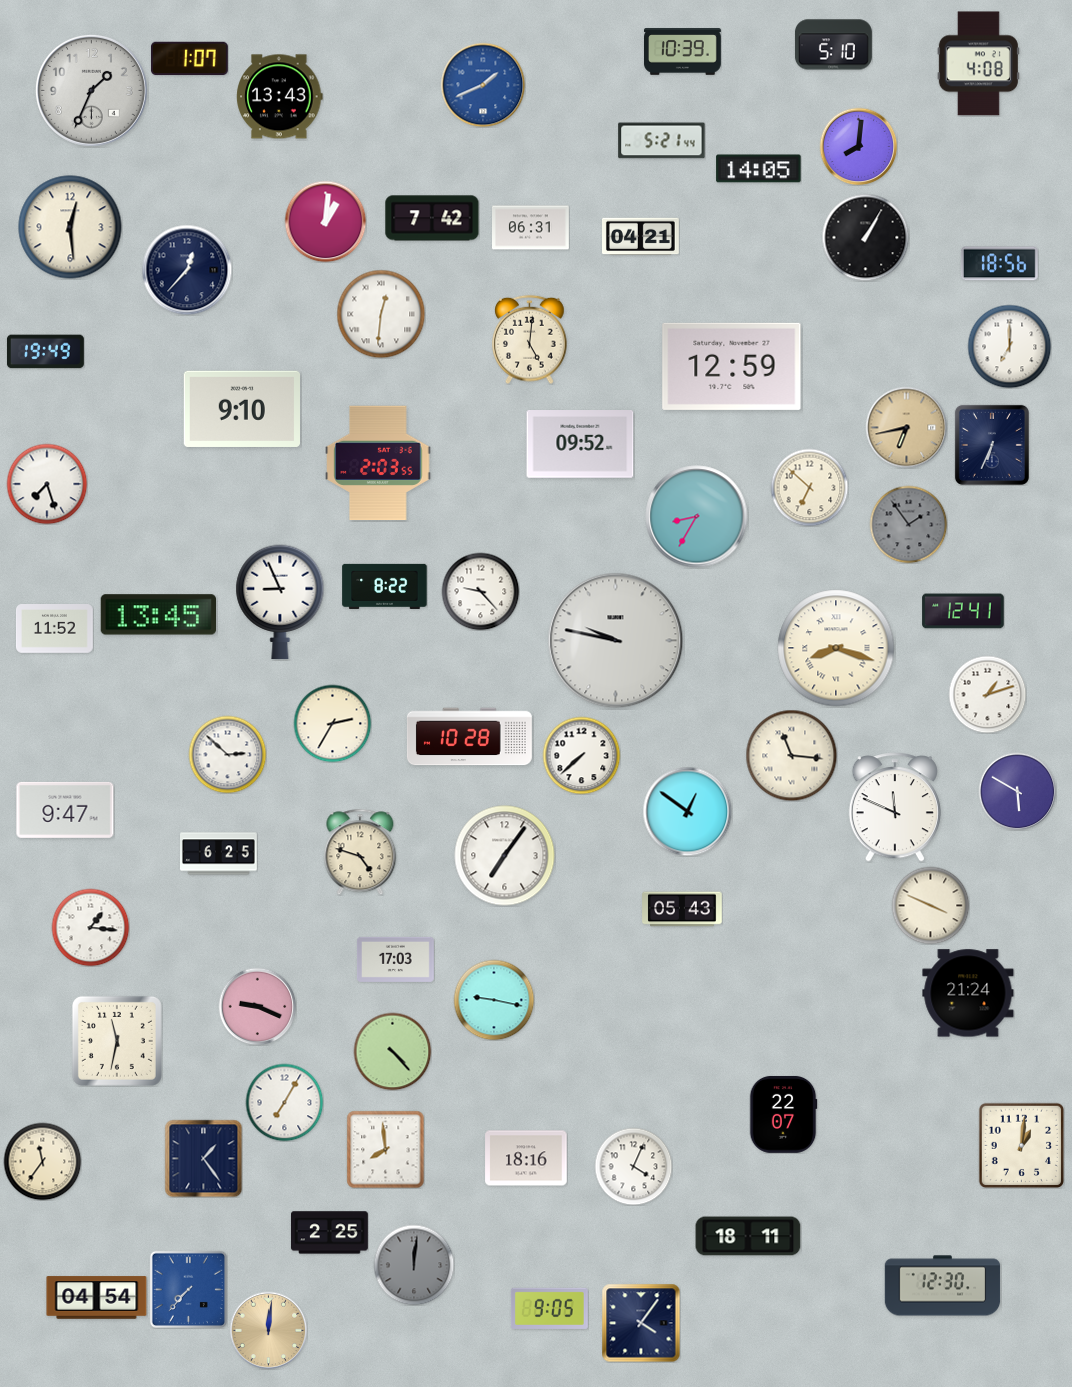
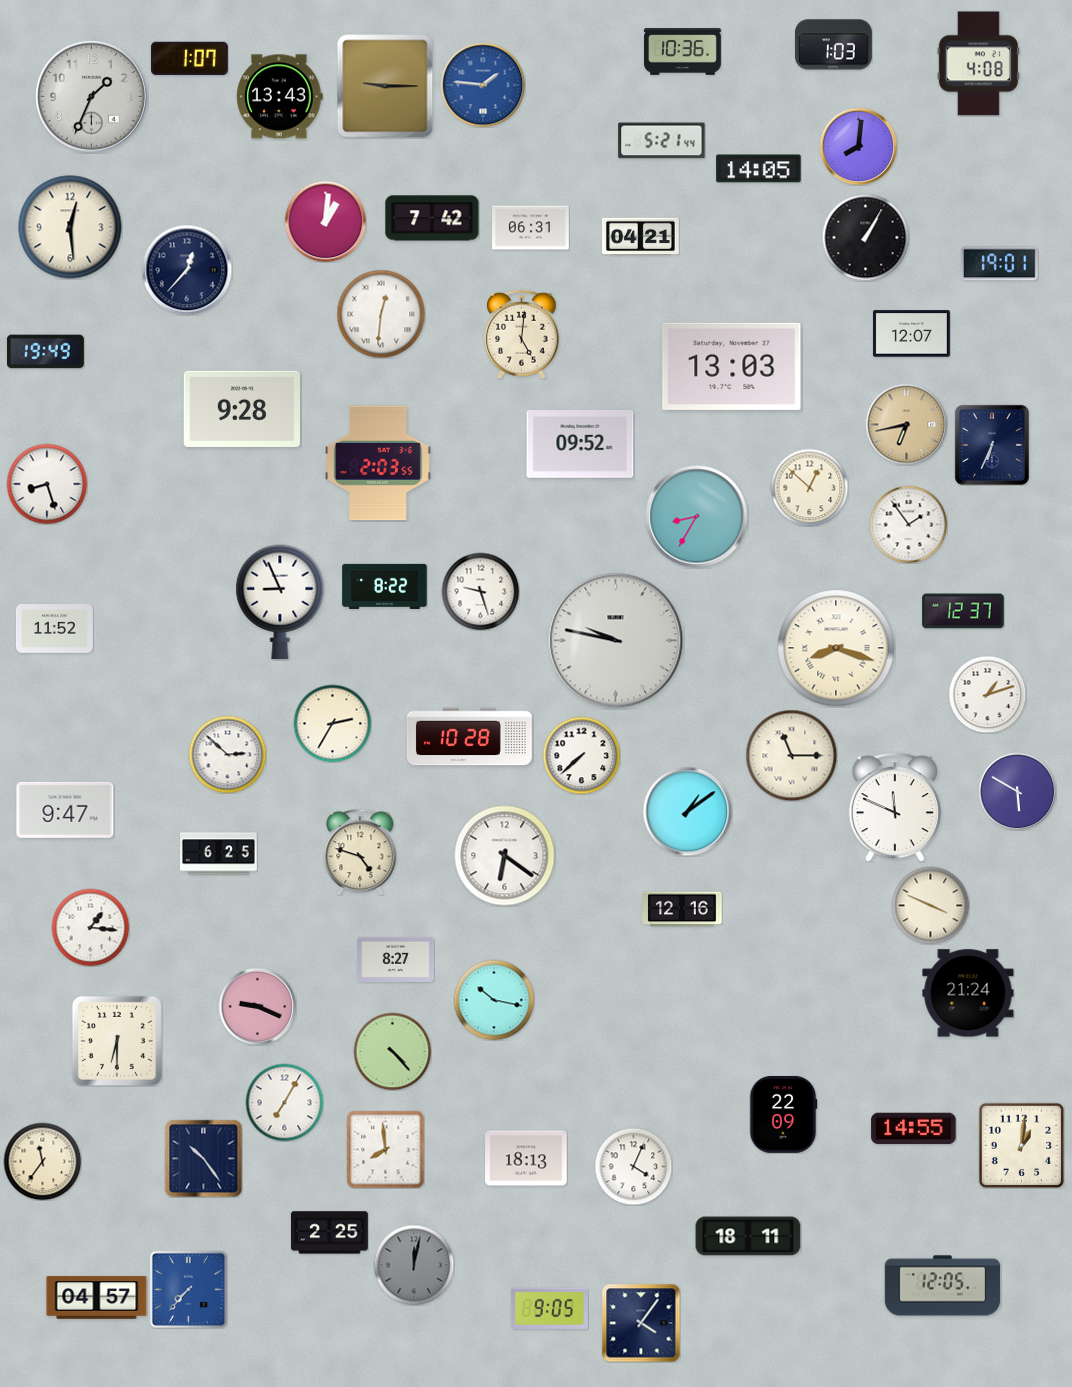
clock at (833, 45): 5:10 -> 1:03
clock at (683, 52): 10:39 -> 10:36
clock at (483, 85): 1:41 -> 1:46
clock at (385, 86): none -> 9:15
clock at (91, 90) position: (91, 90) -> (91, 96)
clock at (999, 264): 18:56 -> 19:01
clock at (911, 334): none -> 12:07
clock at (530, 339) position: (530, 339) -> (522, 334)
clock at (1009, 346): 7:00 -> none
clock at (732, 366): 12:59 -> 13:03
clock at (241, 409): 9:10 -> 9:28
clock at (906, 427) position: (906, 427) -> (906, 424)
clock at (47, 484): 7:27 -> 8:27
clock at (809, 487): 6:52 -> 12:52
clock at (908, 524) dial: grey -> white
clock at (480, 591): 9:23 -> 9:27
clock at (963, 611): 12:41 -> 12:37
clock at (158, 615): 13:45 -> none
clock at (791, 755): 11:16 -> 11:15
clock at (687, 811): 12:51 -> 1:09
clock at (505, 856): 7:06 -> 6:21
clock at (682, 909): 05:43 -> 12:16
clock at (396, 959): 17:03 -> 8:27
clock at (494, 1000): 9:17 -> 10:17
clock at (117, 1041): 11:32 -> 6:30
clock at (783, 1114): 22:07 -> 22:09
clock at (914, 1129): none -> 14:55
clock at (203, 1158): 1:24 -> 10:24
clock at (526, 1158): 18:16 -> 18:13
clock at (414, 1265): 12:01 -> 12:02
clock at (943, 1286): 12:30 -> 12:05
clock at (97, 1298): 04:54 -> 04:57
clock at (268, 1330): 12:01 -> none
